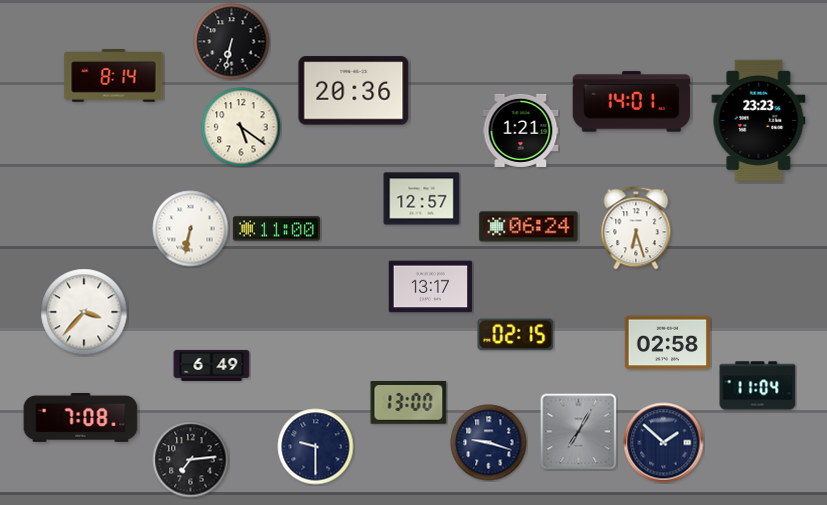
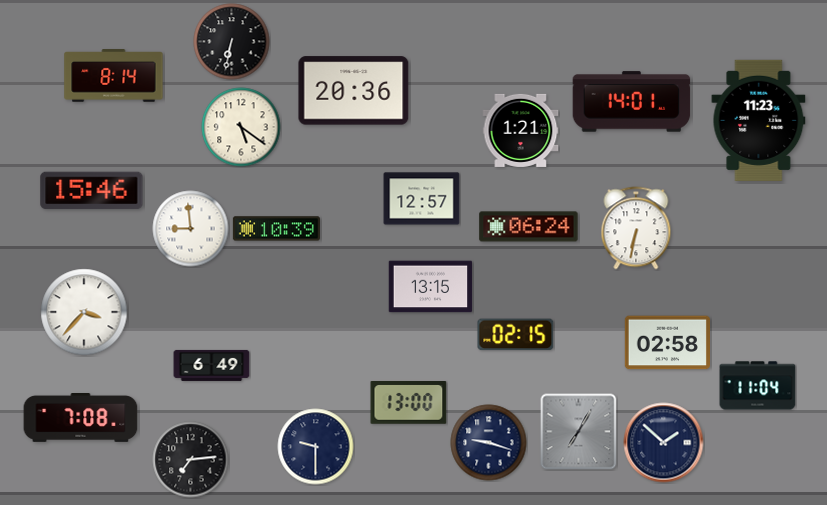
clock at (759, 120): 23:23 -> 11:23
clock at (92, 191): none -> 15:46
clock at (636, 228): 6:27 -> 6:32
clock at (191, 229): 6:32 -> 8:59
clock at (276, 229): 11:00 -> 10:39
clock at (431, 287): 13:17 -> 13:15
